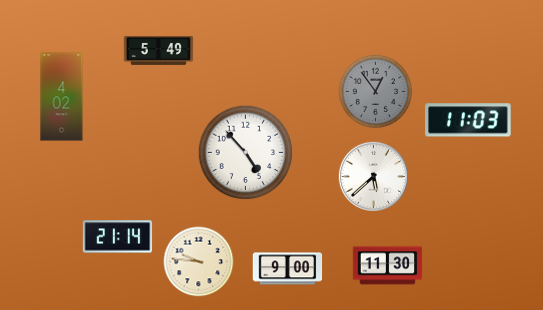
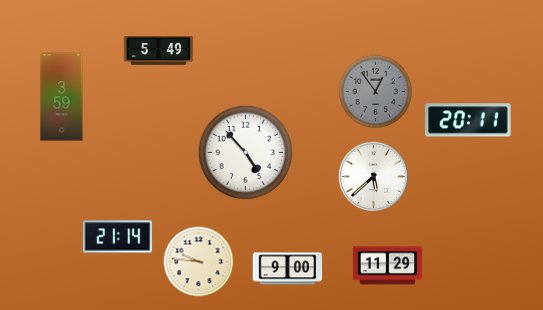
clock at (62, 97): 4:02 -> 3:59
clock at (468, 120): 11:03 -> 20:11
clock at (388, 266): 11:30 -> 11:29
